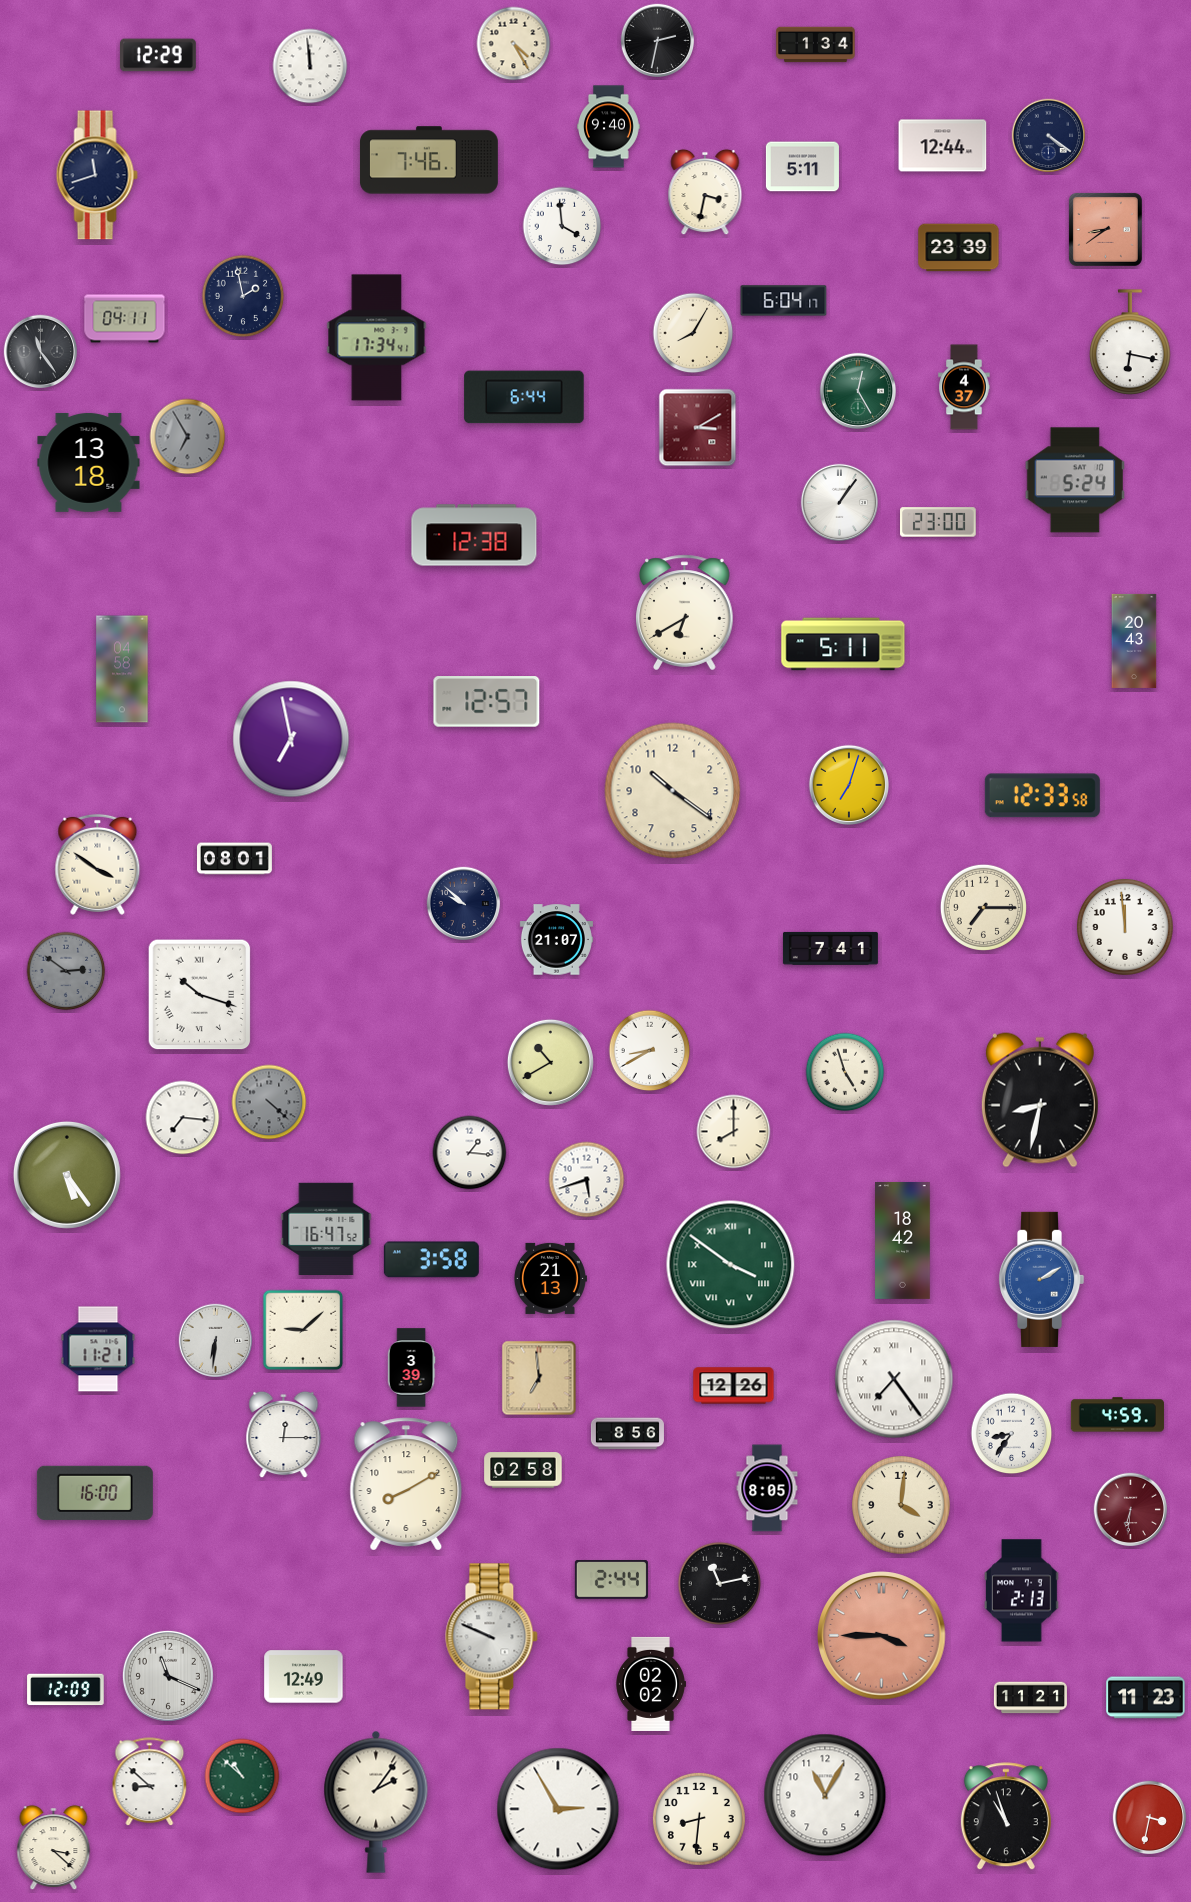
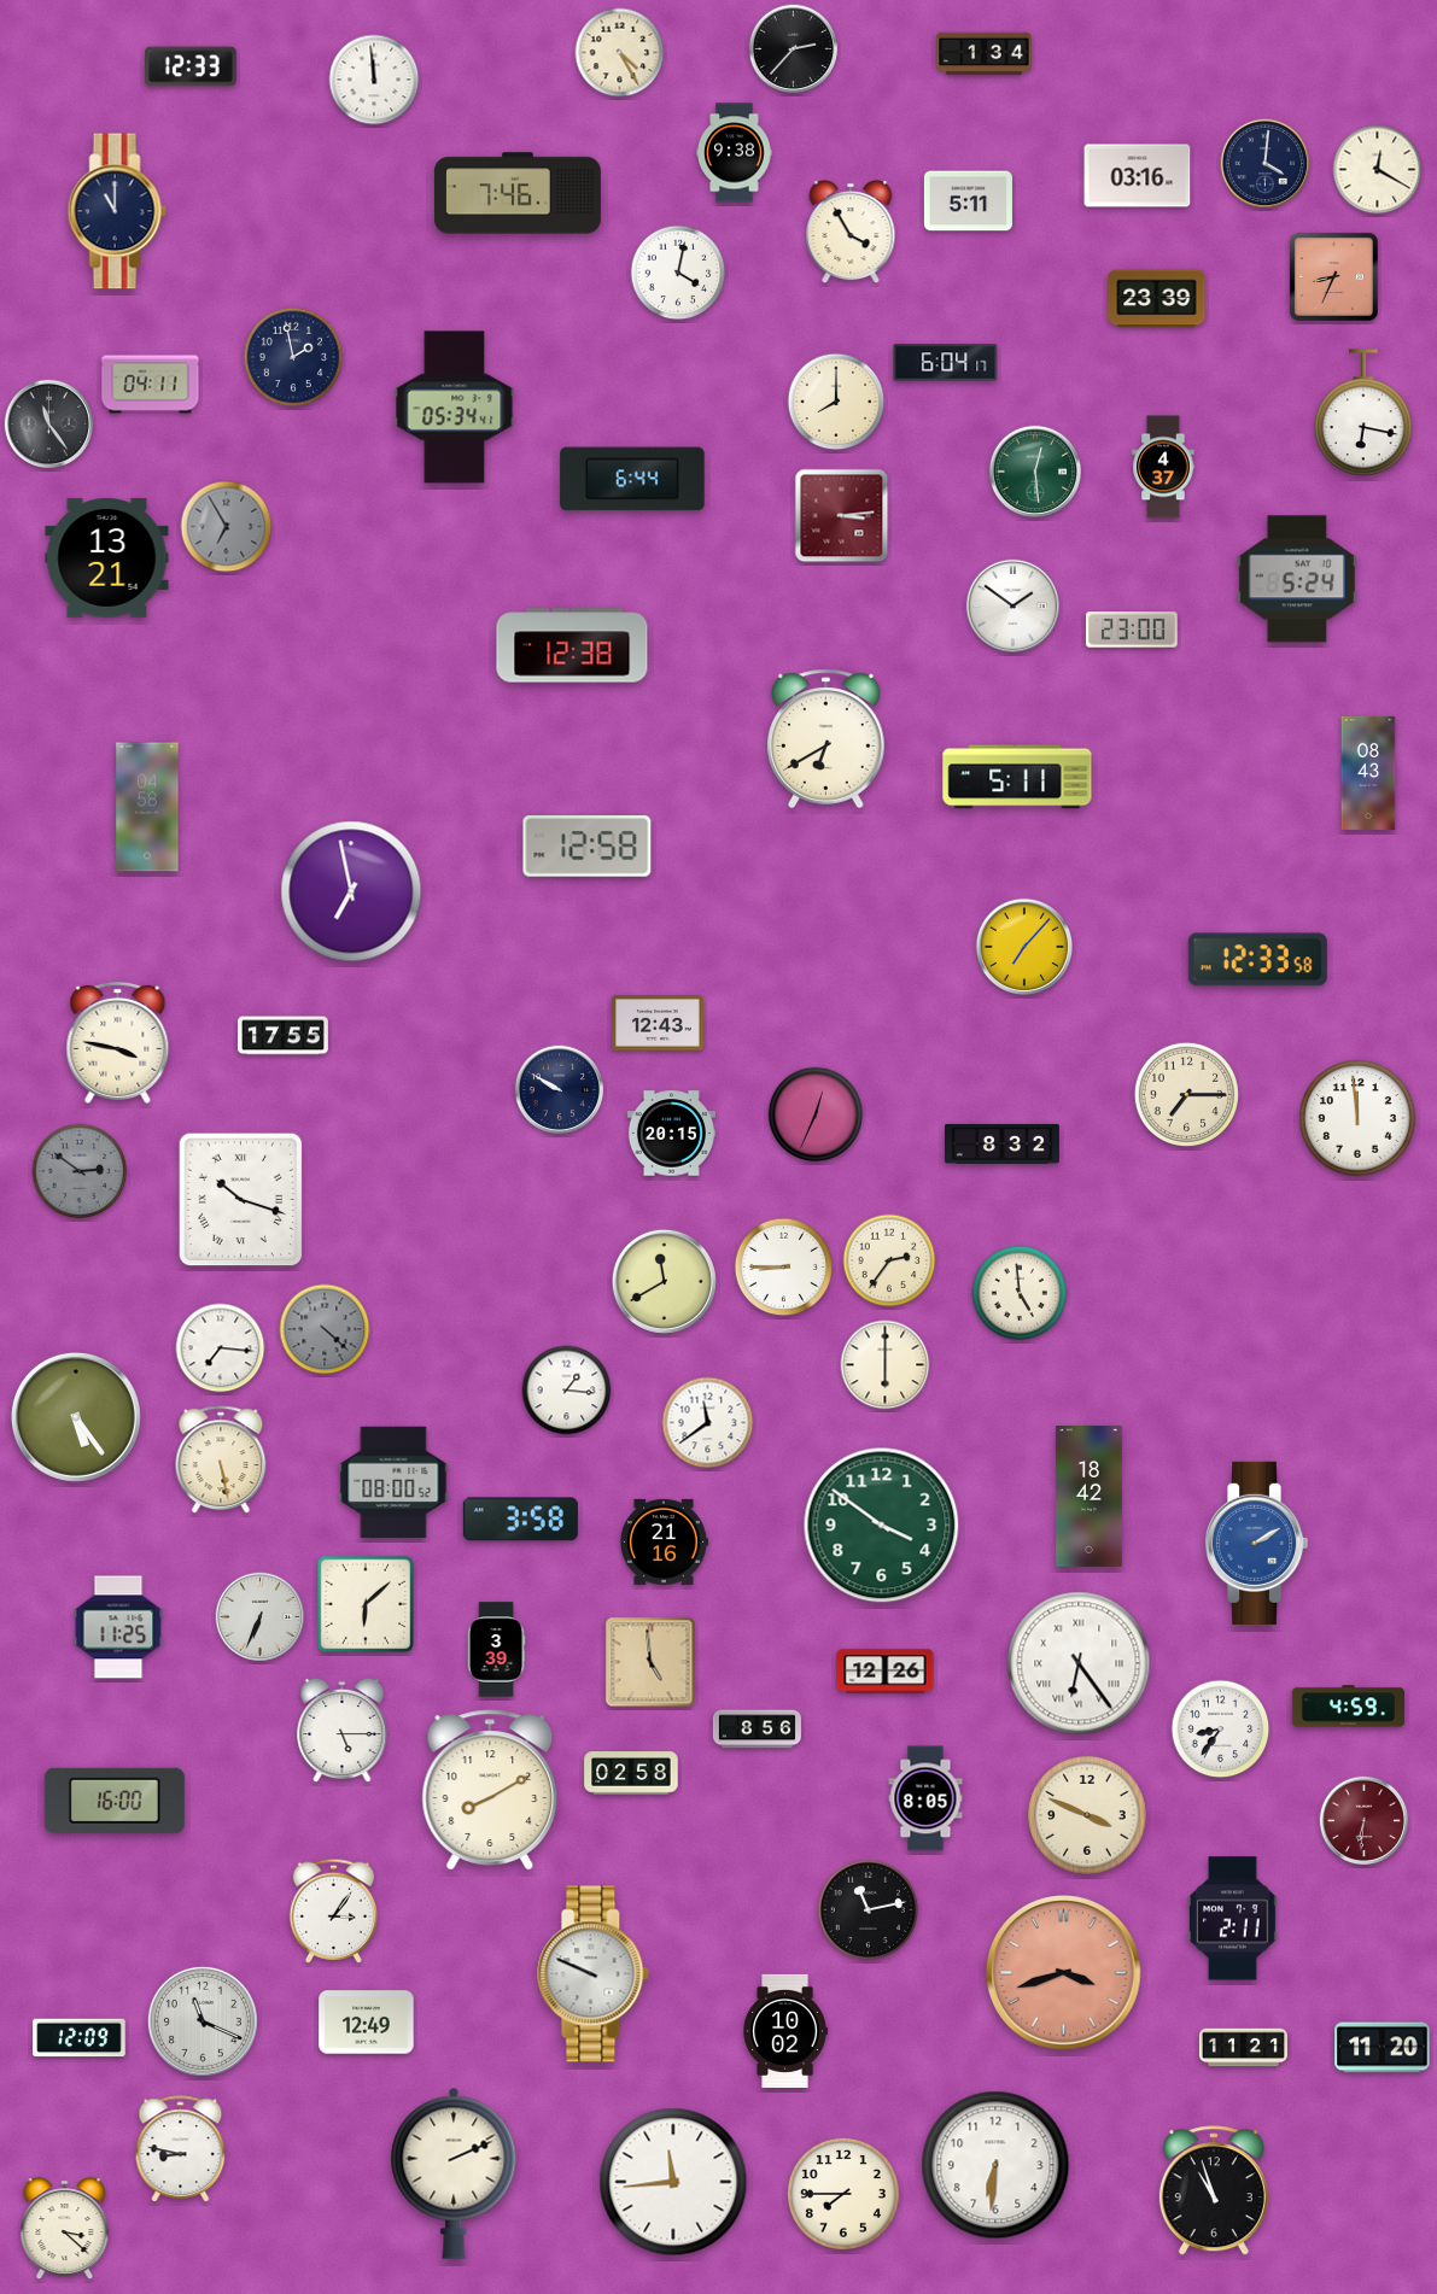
clock at (658, 41): 2:32 -> 2:37
clock at (159, 55): 12:29 -> 12:33
clock at (609, 127): 9:40 -> 9:38
clock at (1049, 136): 4:21 -> 4:01
clock at (1378, 170): none -> 12:20
clock at (943, 146): 12:44 -> 03:16
clock at (97, 175): 11:42 -> 11:00
clock at (705, 192): 3:32 -> 3:55
clock at (562, 226): 3:59 -> 4:02
clock at (1105, 229): 8:39 -> 8:34
clock at (693, 333): 8:05 -> 8:00
clock at (377, 338): 17:34 -> 05:34
clock at (857, 390): 12:25 -> 12:29
clock at (698, 428): 3:10 -> 3:14
clock at (89, 462): 13:18 -> 13:21
clock at (839, 502): 1:06 -> 1:51
clock at (1134, 641): 20:43 -> 08:43
clock at (487, 702): 12:57 -> 12:58
clock at (848, 784): 7:03 -> 7:07
clock at (673, 791): 10:21 -> none
clock at (658, 1023): none -> 12:43
clock at (235, 859): 08:01 -> 17:55
clock at (98, 864): 3:51 -> 3:47
clock at (464, 904): 9:52 -> 9:50
clock at (816, 1114): none -> 12:34
clock at (556, 940): 21:07 -> 20:15
clock at (830, 948): 7:41 -> 8:32
clock at (889, 1260): none -> 2:36
clock at (650, 1051): 8:40 -> 8:45
clock at (550, 1062): 10:40 -> 11:40
clock at (845, 1072): 4:57 -> 4:59
clock at (1040, 1100): 8:32 -> none
clock at (734, 1132): 8:00 -> 6:00
clock at (67, 1175) position: (67, 1175) -> (76, 1417)
clock at (587, 1180): 5:42 -> 11:39
clock at (221, 1461): none -> 5:28
clock at (326, 1228): 16:47 -> 08:00
clock at (731, 1265) numerals: Roman -> Arabic
clock at (550, 1278): 21:13 -> 21:16
clock at (303, 1330): 9:08 -> 6:08
clock at (216, 1341): 6:31 -> 6:34
clock at (98, 1349): 11:21 -> 11:25
clock at (539, 1378): 6:59 -> 4:59
clock at (894, 1379): 7:24 -> 6:24
clock at (284, 1435): 12:15 -> 5:15
clock at (767, 1488) position: (767, 1488) -> (925, 1798)
clock at (902, 1506): 4:01 -> 3:49
clock at (611, 1580): 2:44 -> none
clock at (333, 1910): none -> 3:06
clock at (1022, 1591): 2:13 -> 2:11
clock at (882, 1636): 3:45 -> 3:42
clock at (651, 1684): 02:02 -> 10:02
clock at (1146, 1698): 11:23 -> 11:20
clock at (242, 1776): 10:52 -> none
clock at (150, 1782): 8:52 -> 8:47
clock at (825, 1795): 11:05 -> 6:31
clock at (376, 1802): 2:06 -> 2:11
clock at (558, 1809): 2:55 -> 11:44
clock at (1150, 1818): 3:32 -> none
clock at (699, 1819): 8:31 -> 7:45
